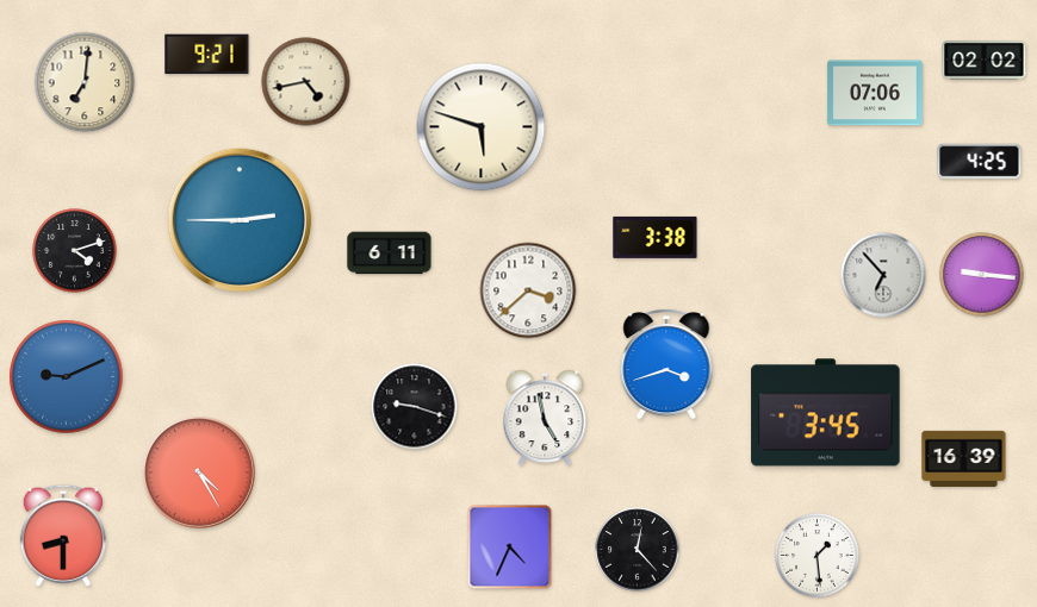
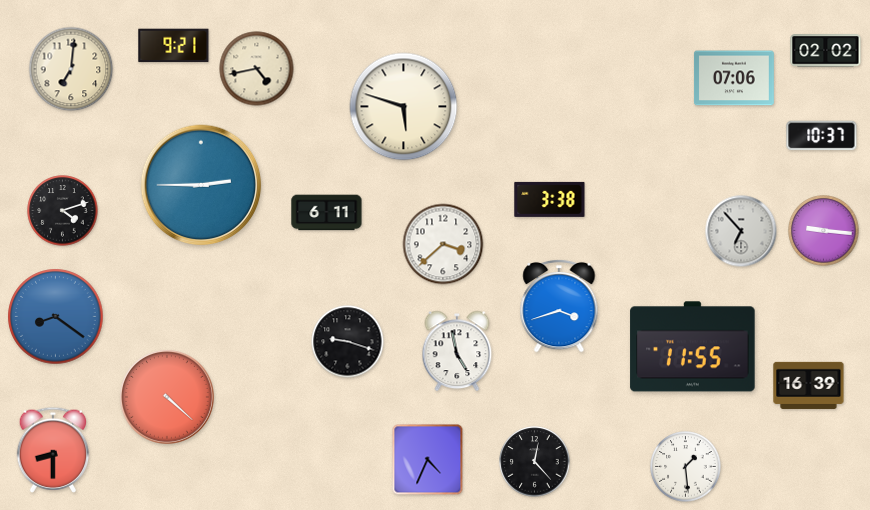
clock at (980, 162): 4:25 -> 10:37
clock at (67, 377): 9:11 -> 8:21
clock at (826, 413): 3:45 -> 11:55
clock at (199, 473): 4:25 -> 4:22
